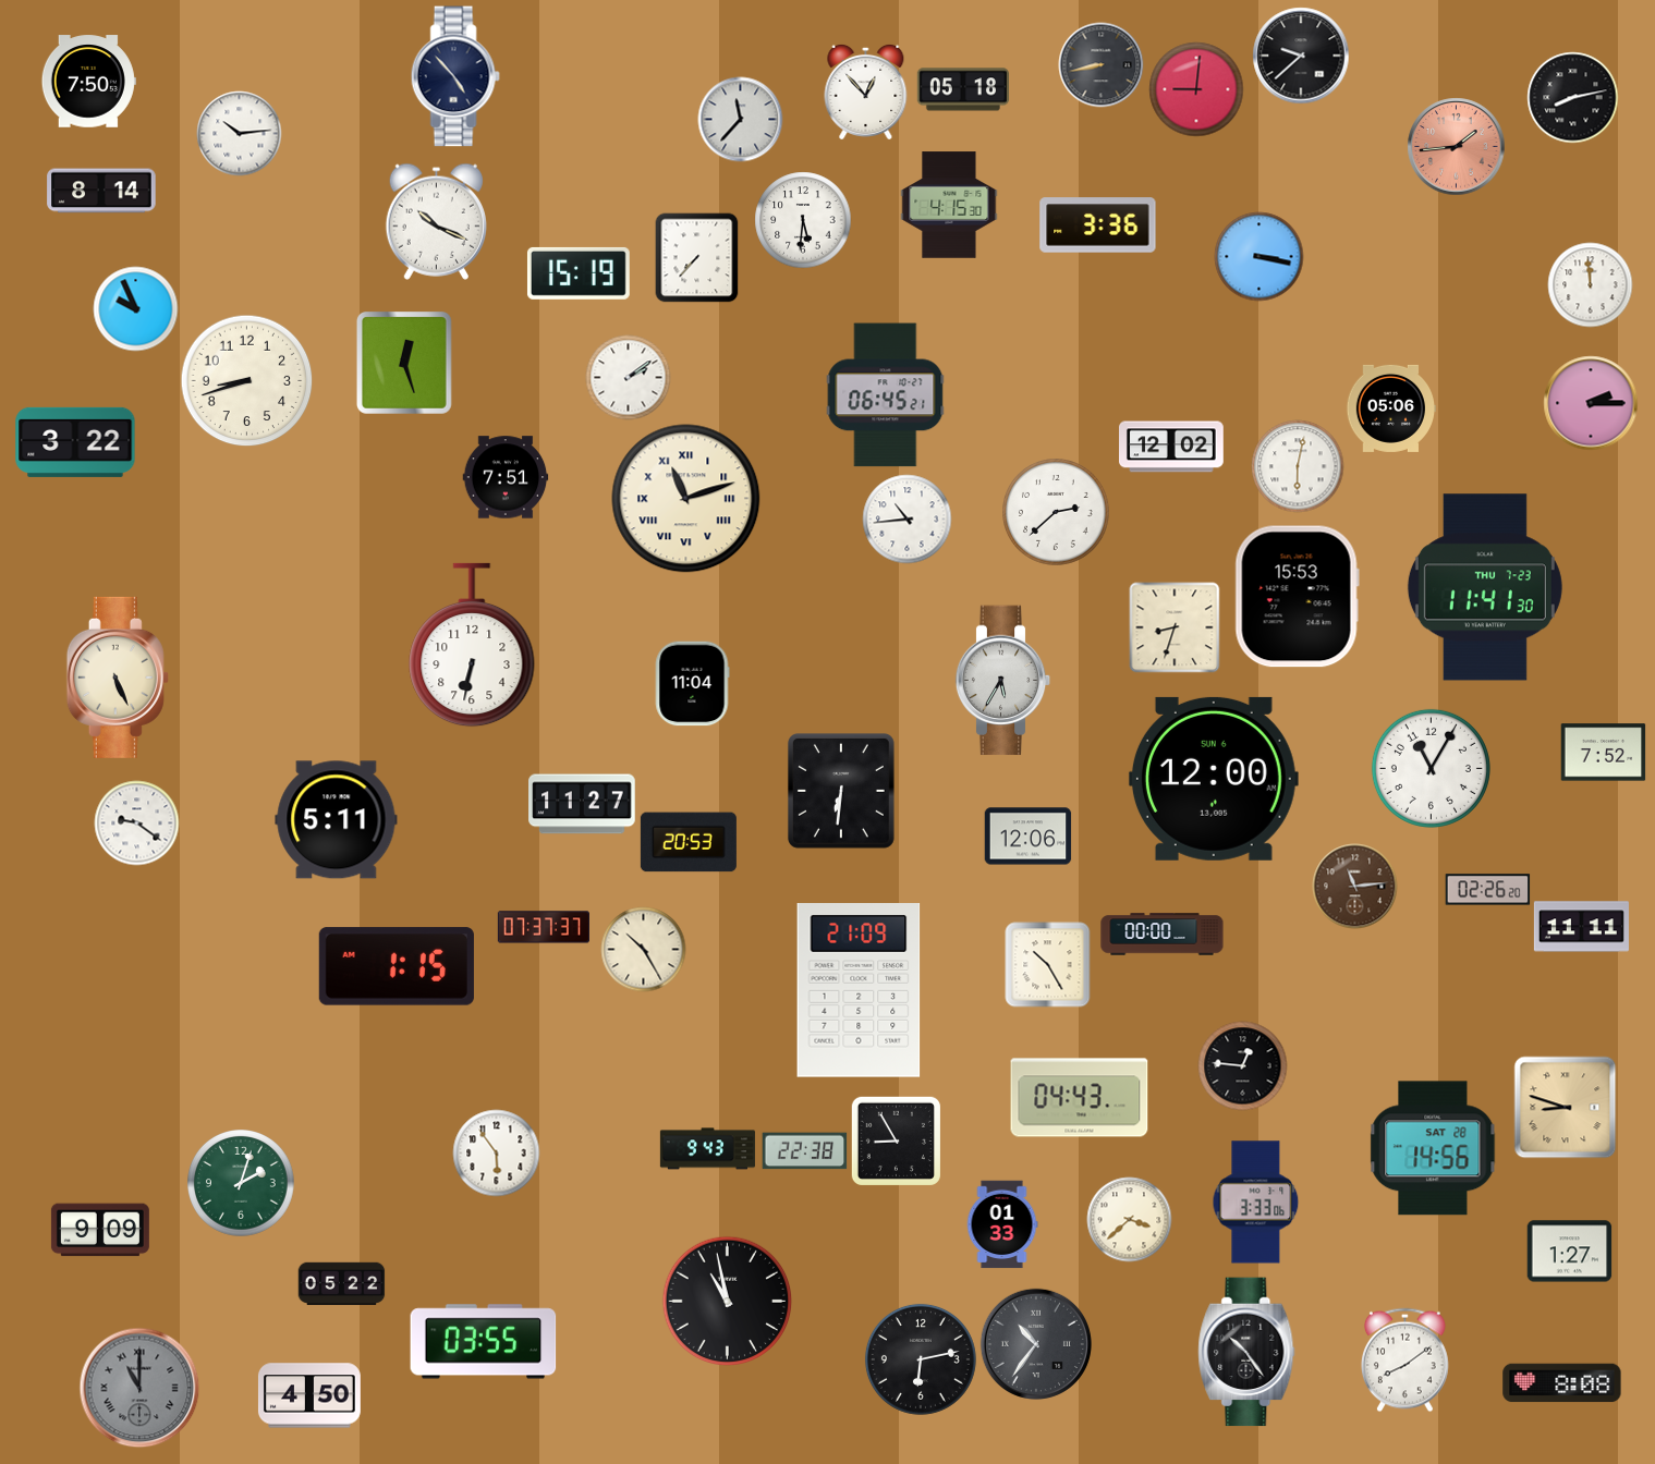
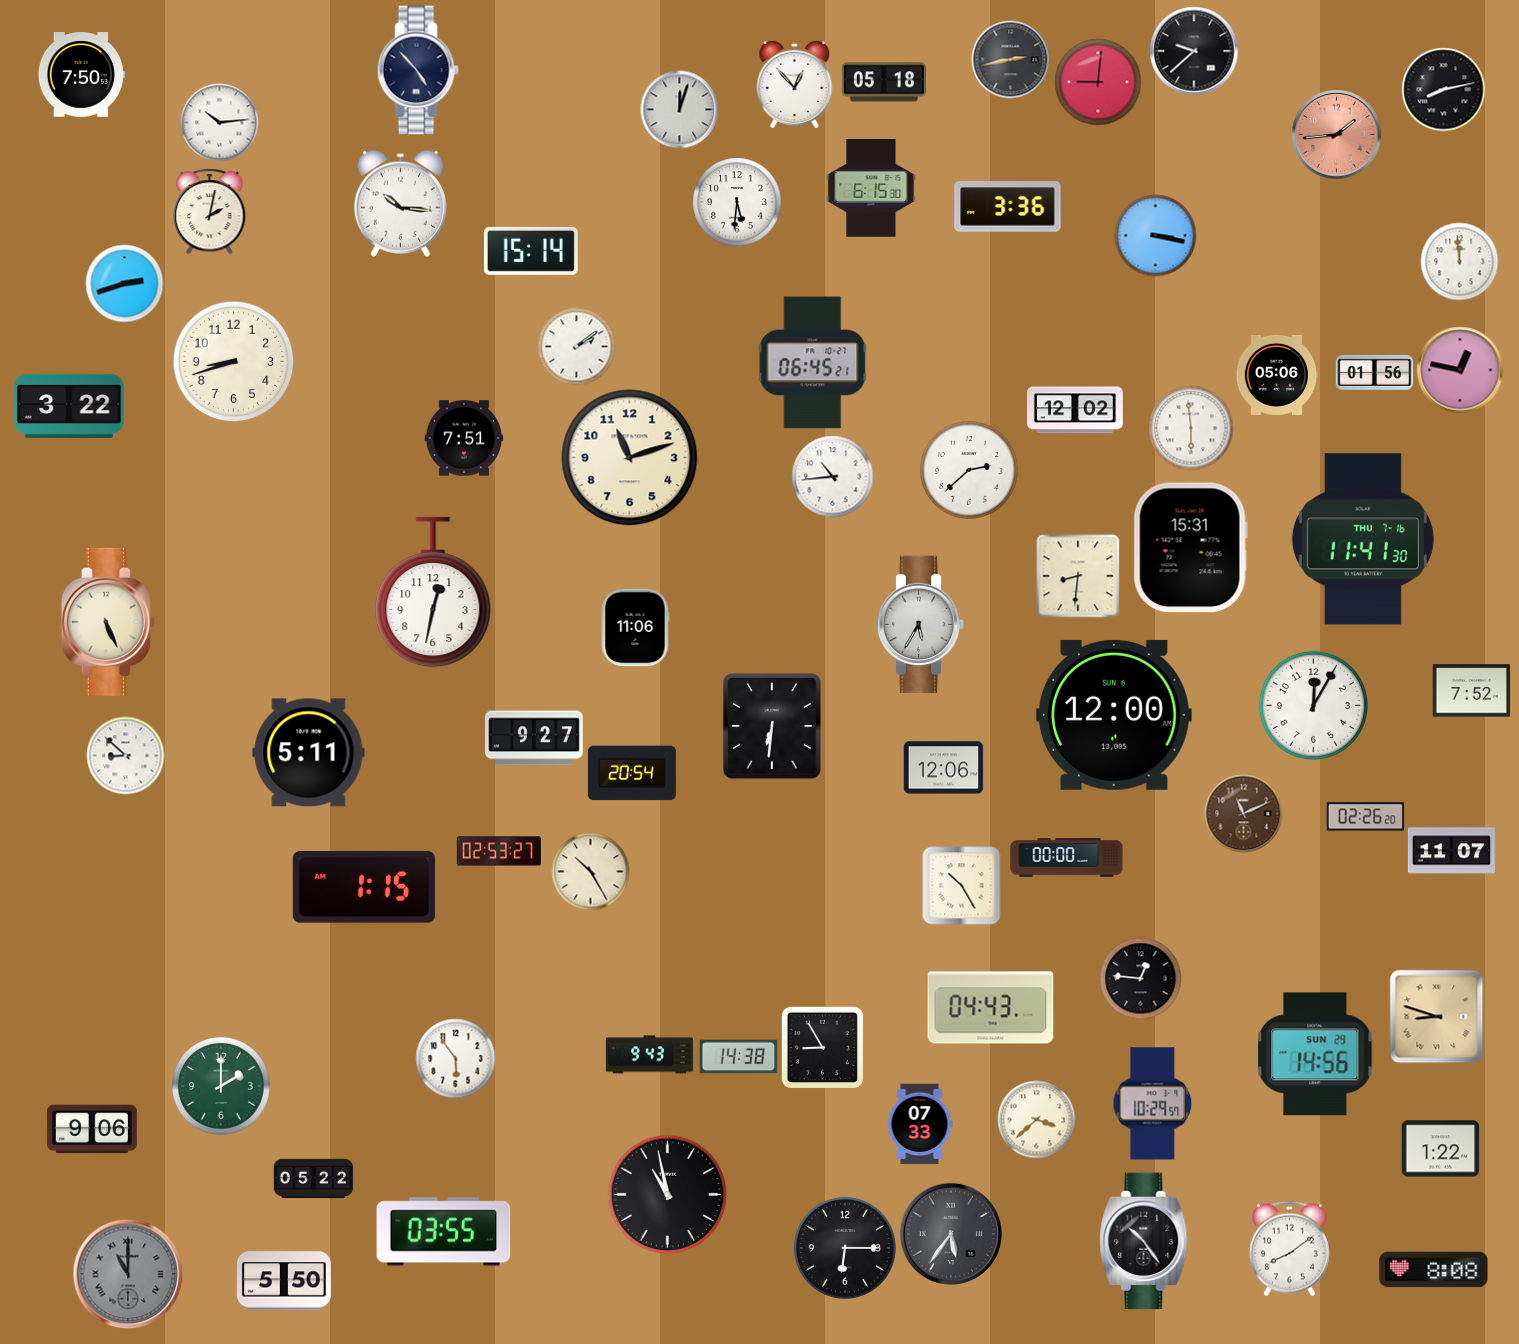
clock at (1100, 64): 8:43 -> 2:43
clock at (740, 119): 11:37 -> 12:03
clock at (101, 191): 8:14 -> none
clock at (949, 205): 4:15 -> 6:15
clock at (436, 221): 10:19 -> 10:16
clock at (210, 211): none -> 2:02
clock at (697, 257): 7:37 -> none
clock at (579, 273): 15:19 -> 15:14
clock at (135, 308): 9:56 -> 2:42
clock at (404, 363): 12:27 -> none
clock at (246, 380) position: (246, 380) -> (233, 361)
clock at (1591, 403): 2:15 -> 12:47
clock at (1374, 372): none -> 01:56
clock at (1298, 466): 6:02 -> 5:59
clock at (686, 499) numerals: Roman -> Arabic
clock at (1485, 587) date: THU 7-23 -> THU 7-16
clock at (1297, 597): 15:53 -> 15:31
clock at (1175, 627): 8:33 -> 8:31
clock at (472, 645): 6:32 -> 12:32
clock at (692, 683): 11:04 -> 11:06
clock at (1431, 768): 11:05 -> 12:05
clock at (582, 804): 11:27 -> 9:27
clock at (136, 822): 9:21 -> 8:52
clock at (689, 842): 20:53 -> 20:54
clock at (1354, 886): 11:14 -> 11:11
clock at (543, 927): 07:37 -> 02:53
clock at (1581, 927): 11:11 -> 11:07
clock at (859, 991): 21:09 -> none
clock at (1433, 1148) date: SAT 28 -> SUN 29
clock at (804, 1151): 22:38 -> 14:38
clock at (242, 1184): 2:03 -> 2:00
clock at (1256, 1203): 3:33 -> 10:29
clock at (1002, 1224): 01:33 -> 07:33
clock at (100, 1230): 9:09 -> 9:06
clock at (1569, 1252): 1:27 -> 1:22
clock at (1036, 1344): 10:36 -> 5:36
clock at (921, 1359): 6:13 -> 6:15
clock at (309, 1395): 4:50 -> 5:50
